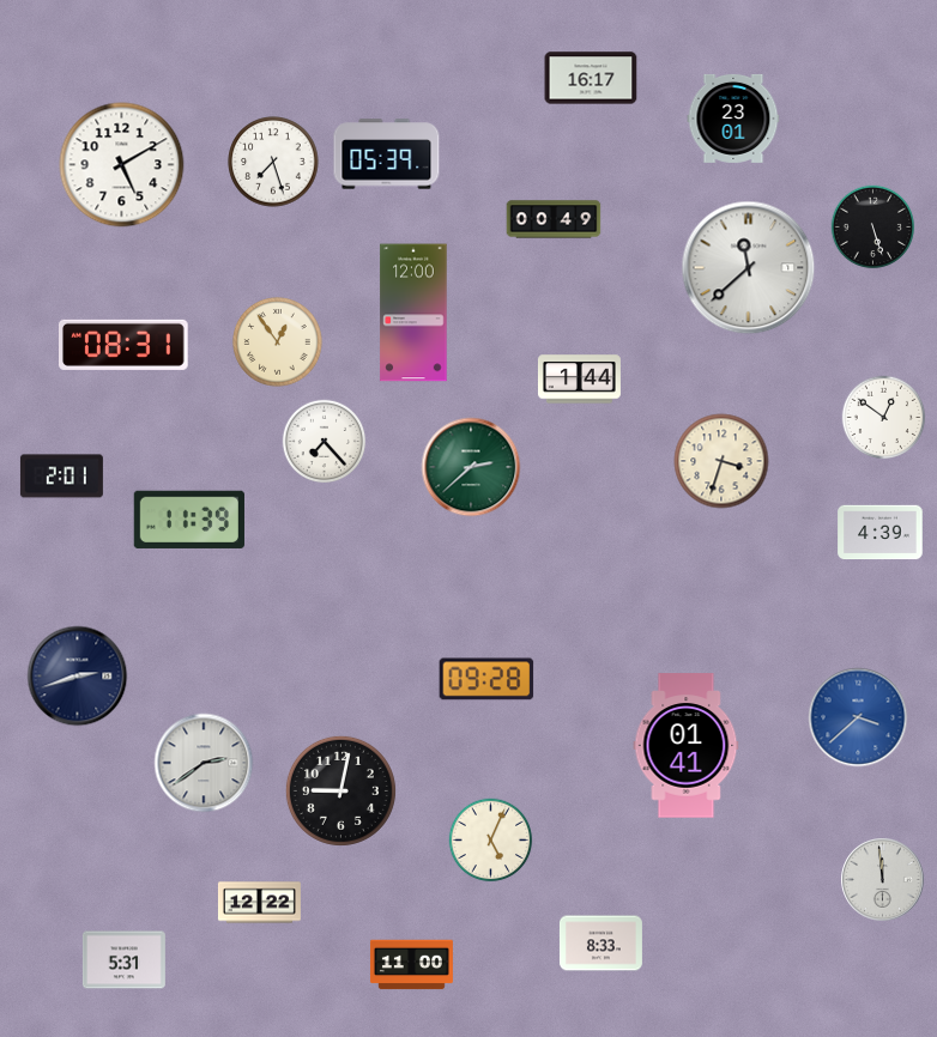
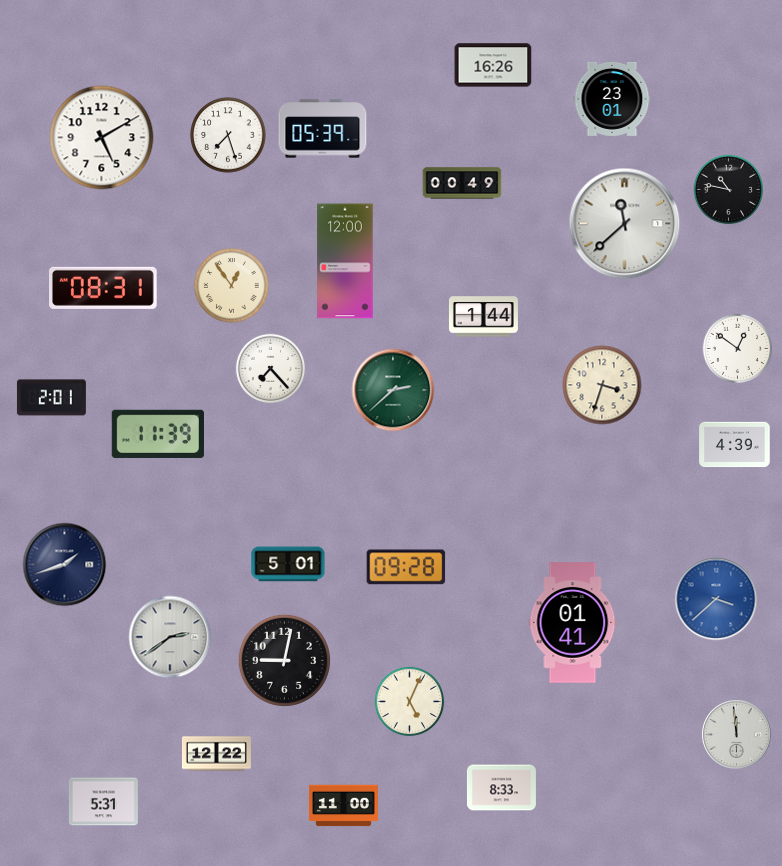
clock at (591, 78): 16:17 -> 16:26
clock at (873, 228): 5:27 -> 10:47
clock at (288, 564): none -> 5:01
clock at (78, 677): 2:42 -> 1:42
